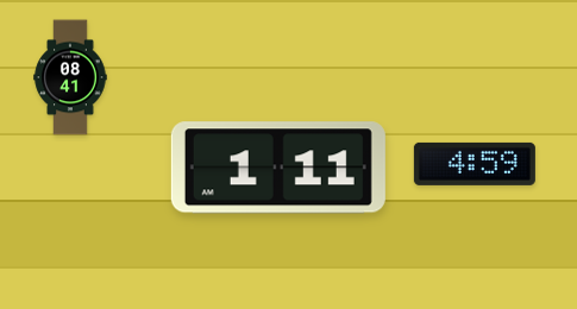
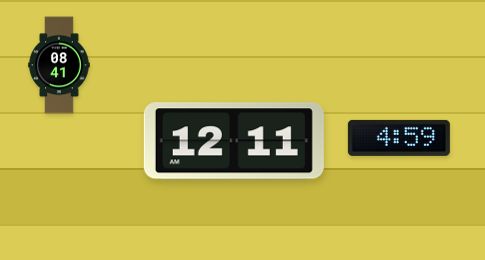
clock at (278, 168): 1:11 -> 12:11
